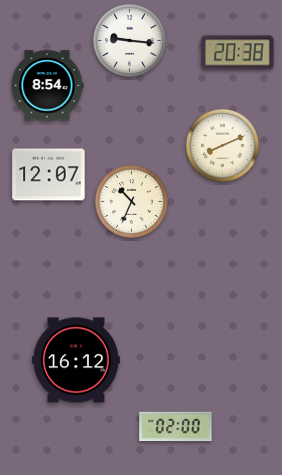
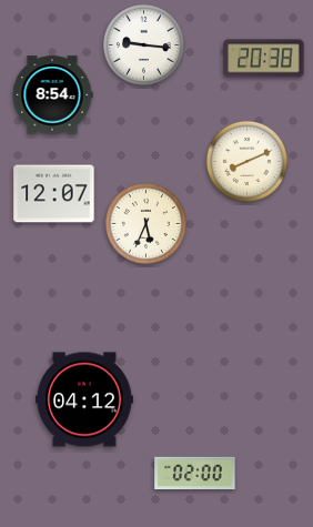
clock at (131, 201): 10:34 -> 5:34
clock at (76, 360): 16:12 -> 04:12
